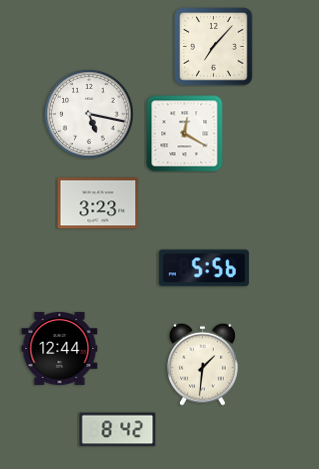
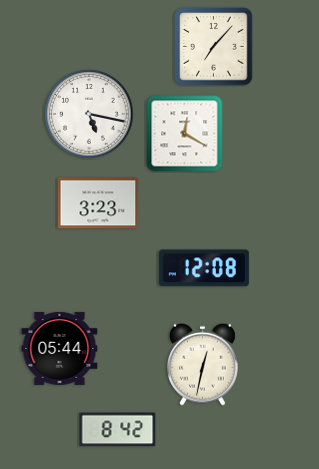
clock at (204, 268): 5:56 -> 12:08
clock at (60, 348): 12:44 -> 05:44
clock at (203, 364): 1:31 -> 12:32
